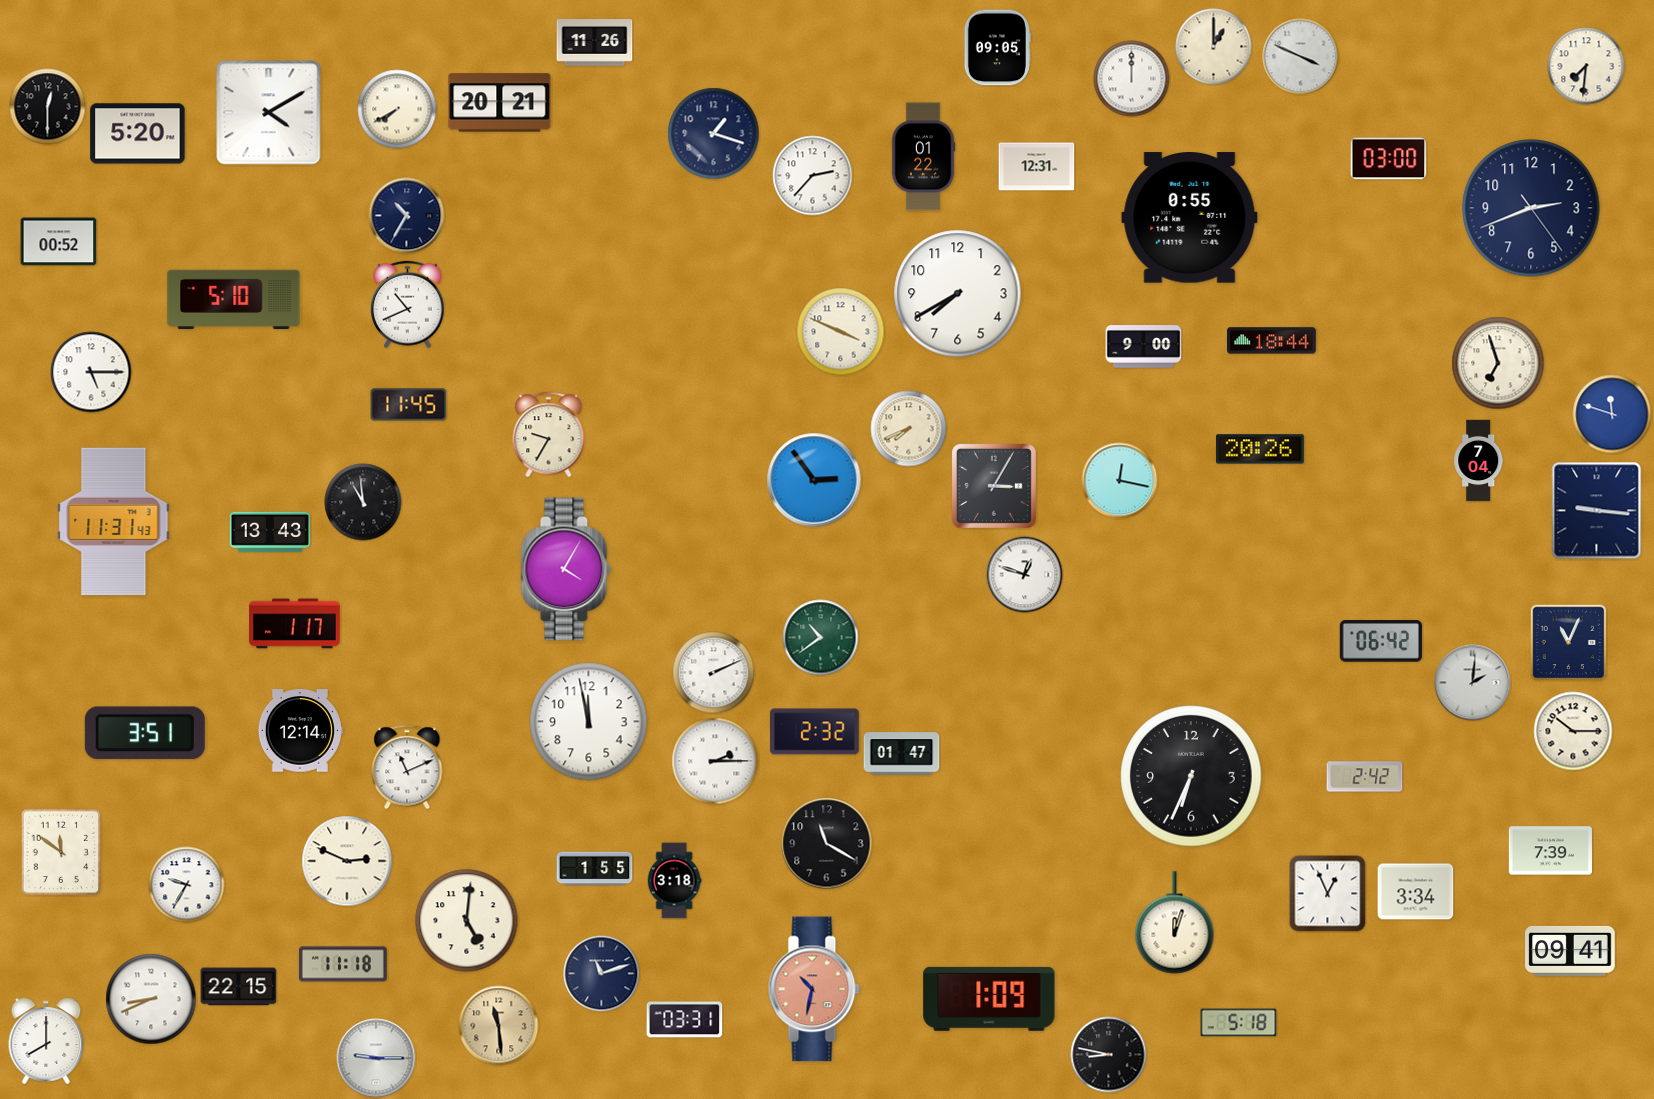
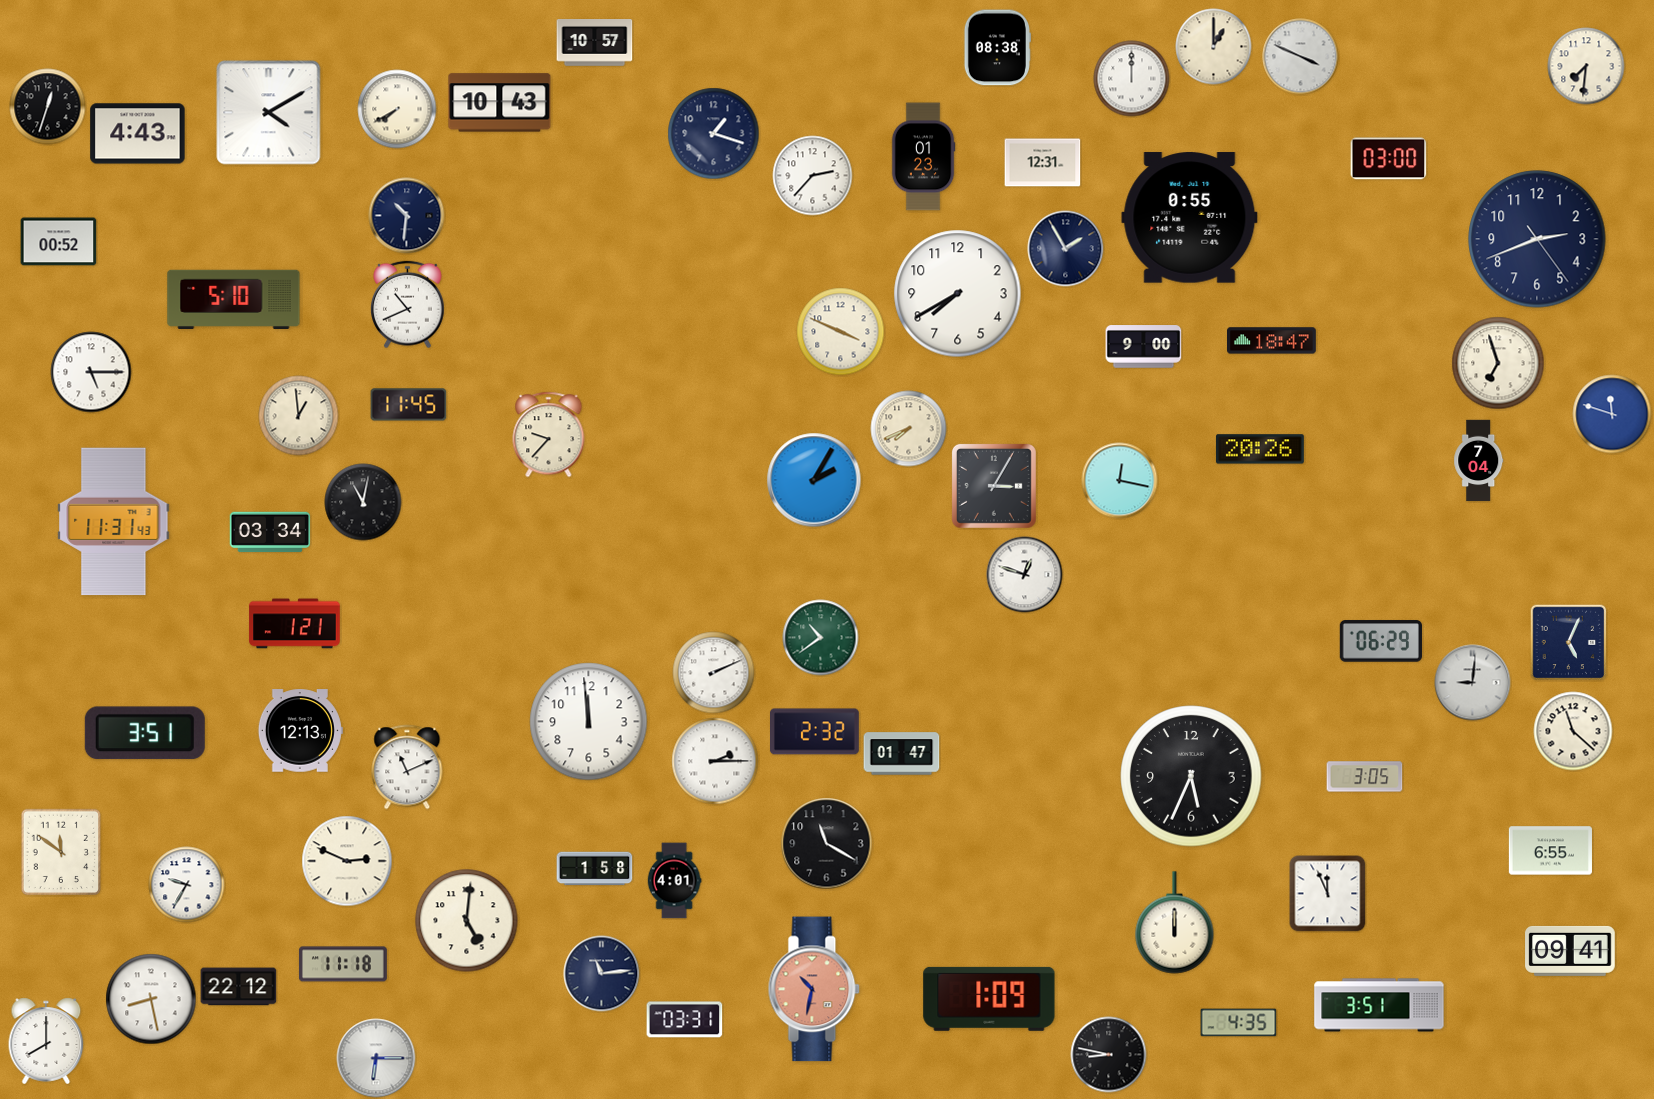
clock at (595, 43): 11:26 -> 10:57
clock at (997, 48): 09:05 -> 08:38
clock at (500, 103): 20:21 -> 10:43
clock at (48, 107): 12:30 -> 12:33
clock at (138, 134): 5:20 -> 4:43
clock at (923, 157): 01:22 -> 01:23
clock at (1037, 167) position: (1037, 167) -> (1043, 163)
clock at (1531, 208) position: (1531, 208) -> (1537, 239)
clock at (407, 216): 10:35 -> 10:31
clock at (1066, 249): none -> 1:55
clock at (1272, 341): 18:44 -> 18:47
clock at (299, 416): none -> 12:59
clock at (549, 435): 9:35 -> 9:37
clock at (814, 480): 2:54 -> 2:05
clock at (363, 502): 10:59 -> 11:02
clock at (1597, 511): 9:16 -> none
clock at (270, 532): 13:43 -> 03:34
clock at (566, 569): 4:05 -> none
clock at (295, 624): 1:17 -> 1:21
clock at (1381, 641): 06:42 -> 06:29
clock at (1568, 642): 11:04 -> 5:04
clock at (1473, 683): 2:01 -> 9:01
clock at (589, 722): 11:58 -> 11:59
clock at (300, 731): 12:14 -> 12:13
clock at (1573, 731): 10:15 -> 11:22
clock at (1191, 776): 6:34 -> 5:34
clock at (1365, 777): 2:42 -> 3:05
clock at (1550, 851): 7:39 -> 6:55
clock at (595, 869): 1:55 -> 1:58
clock at (674, 881): 3:18 -> 4:01
clock at (1416, 892): 3:34 -> none
clock at (1328, 894): 12:56 -> 11:56
clock at (1175, 923): 12:03 -> 12:00
clock at (602, 974): 11:12 -> 11:14
clock at (239, 987): 22:15 -> 22:12
clock at (151, 999): 8:41 -> 8:28
clock at (1379, 1005): none -> 3:51
clock at (1239, 1023): 5:18 -> 4:35
clock at (499, 1026): 11:29 -> none
clock at (376, 1058): 9:15 -> 6:15
